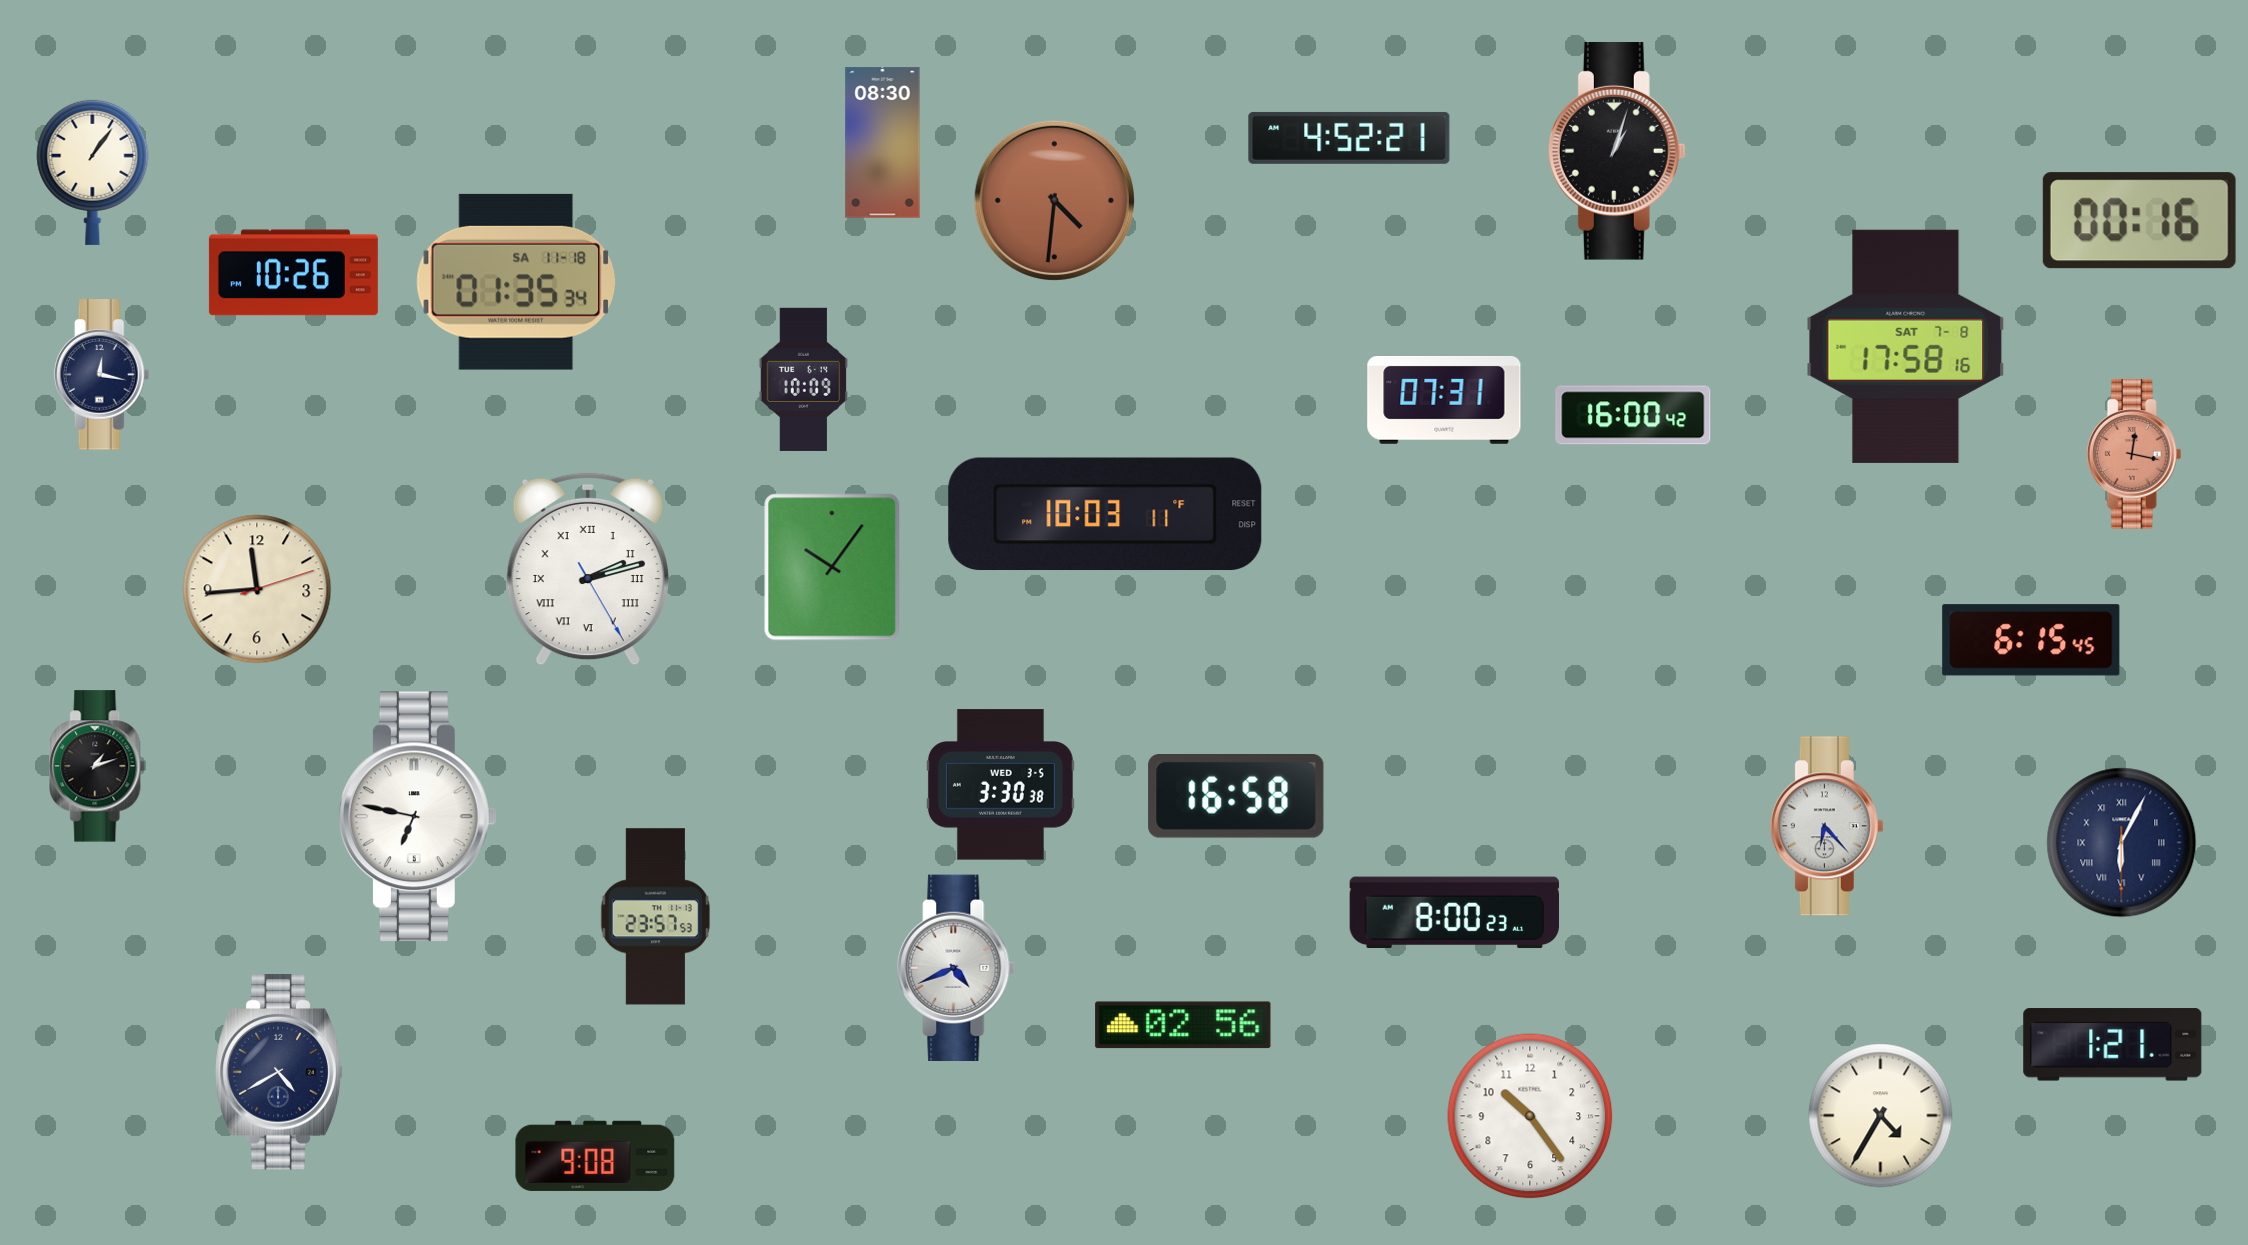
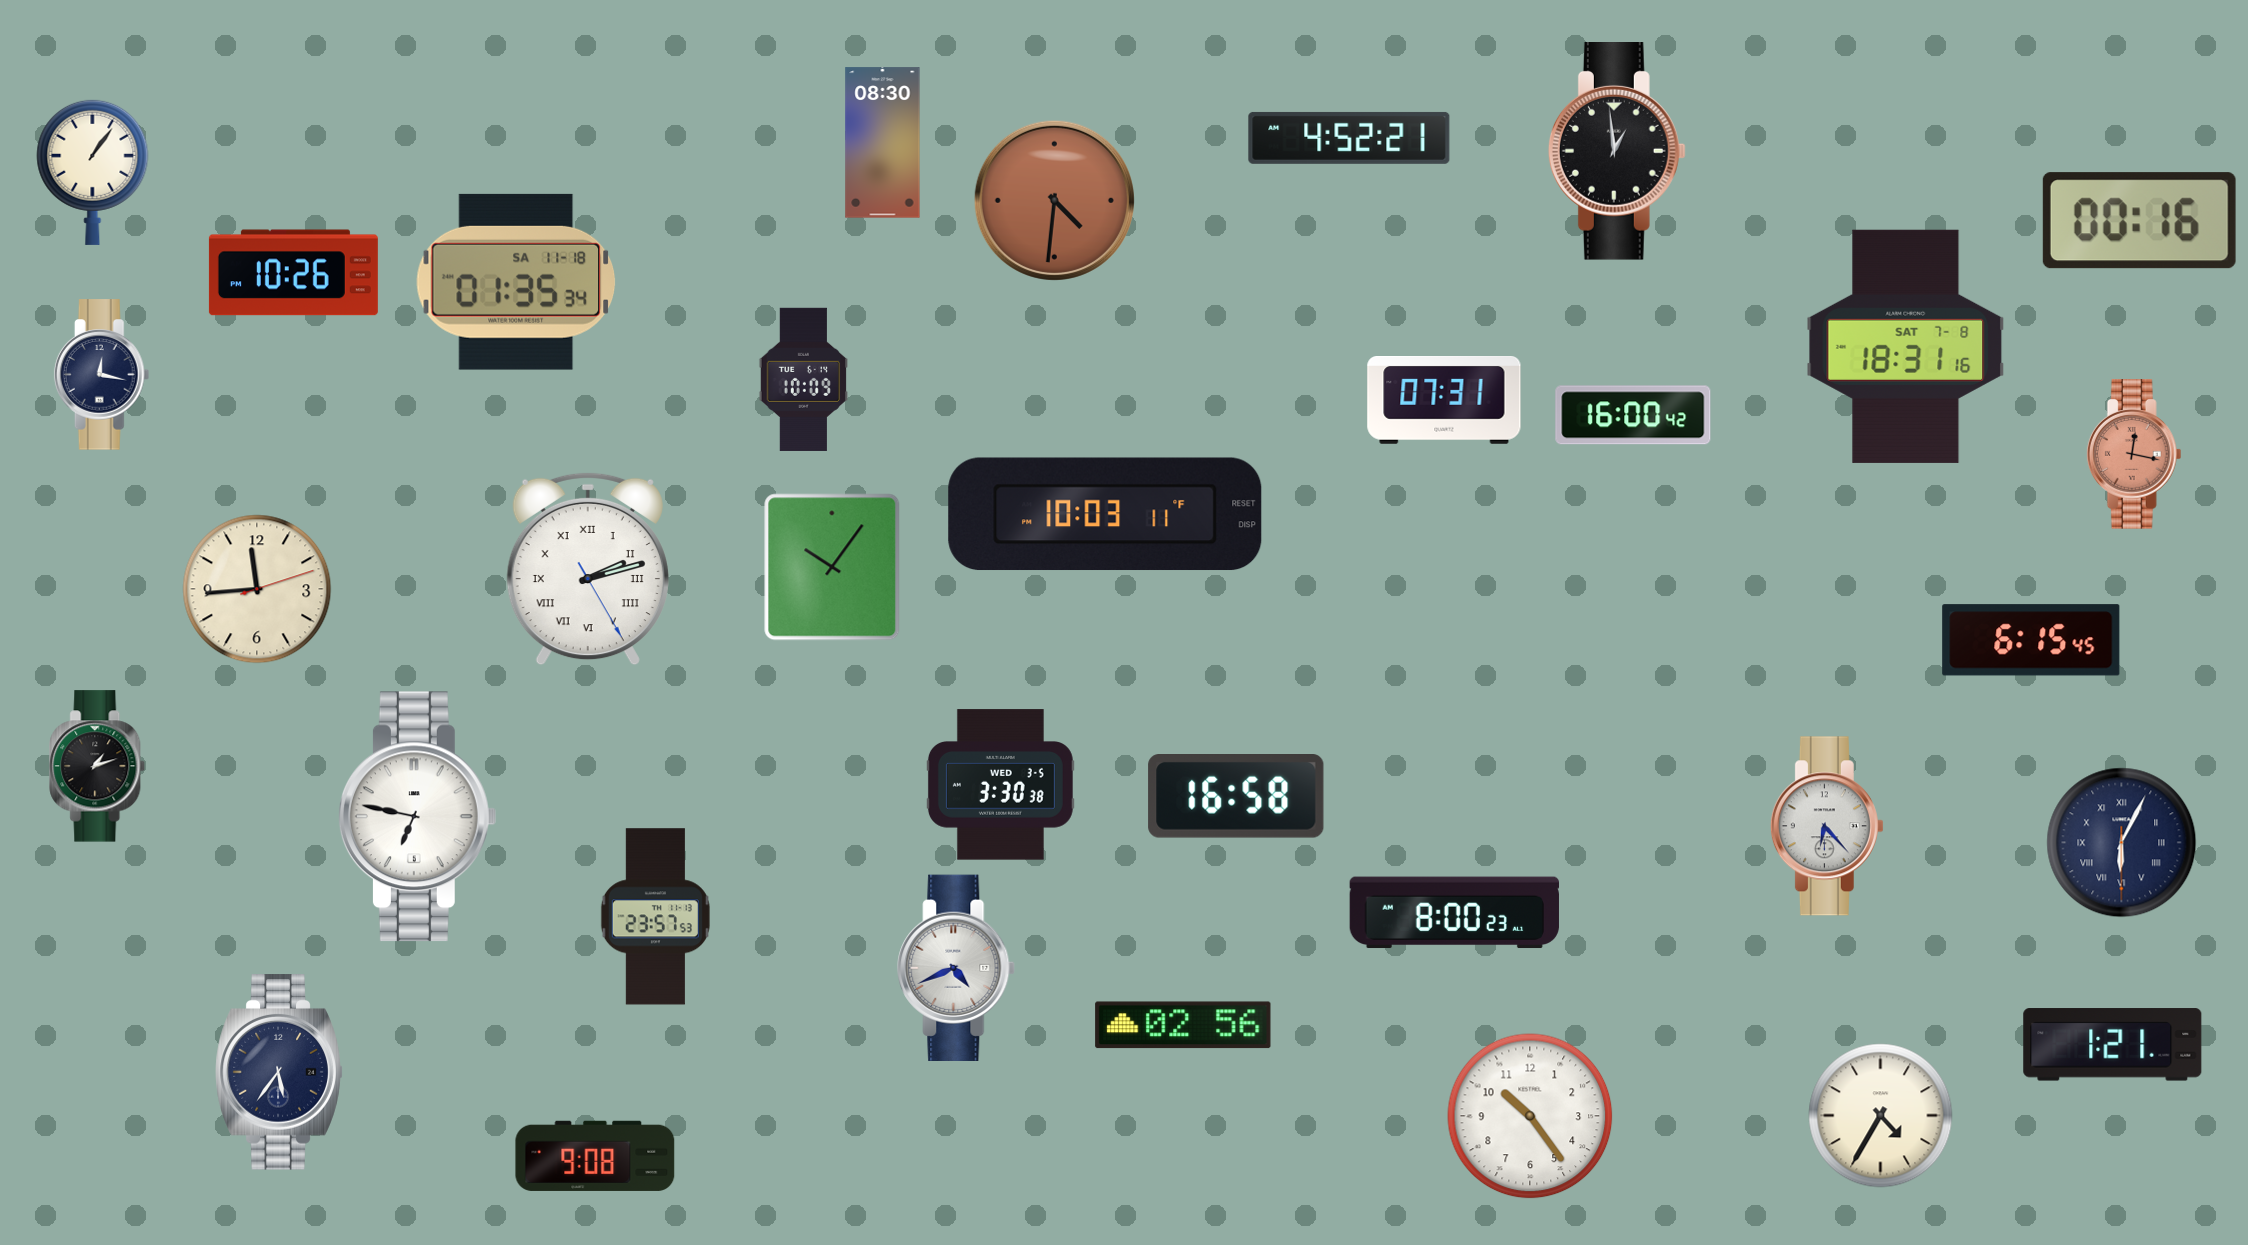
clock at (1617, 152): 1:03 -> 12:59
clock at (1906, 346): 17:58 -> 18:31
clock at (279, 1072): 4:40 -> 5:36
